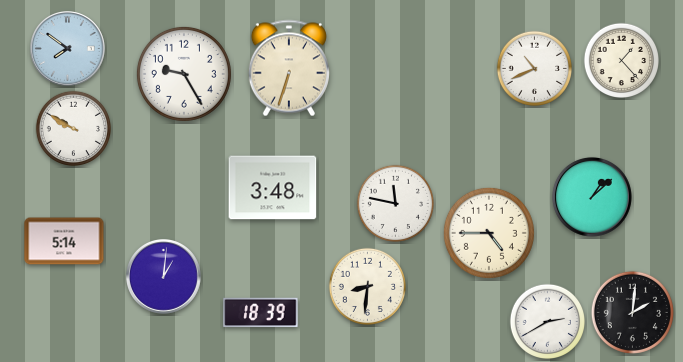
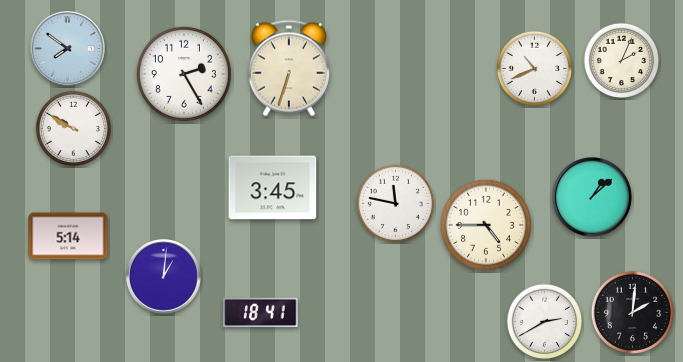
clock at (621, 60): 1:23 -> 2:04
clock at (184, 74): 9:25 -> 2:25
clock at (273, 188): 3:48 -> 3:45
clock at (489, 233) position: (489, 233) -> (486, 225)
clock at (64, 241) position: (64, 241) -> (68, 236)
clock at (367, 286): 8:31 -> none
clock at (261, 313): 18:39 -> 18:41
clock at (547, 321) position: (547, 321) -> (544, 321)
